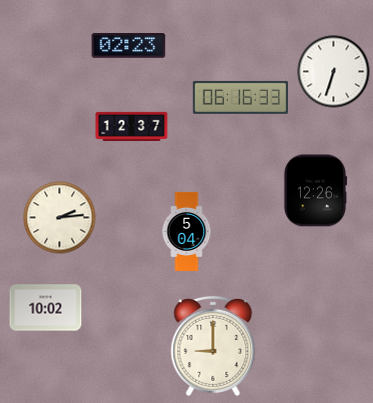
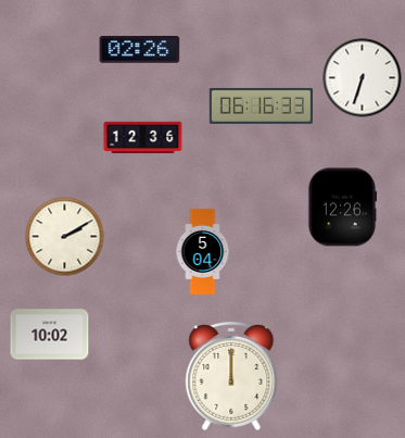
clock at (129, 46): 02:23 -> 02:26
clock at (132, 126): 12:37 -> 12:36
clock at (60, 218): 2:14 -> 2:10
clock at (213, 346): 9:00 -> 12:00
